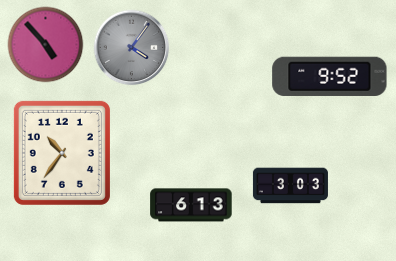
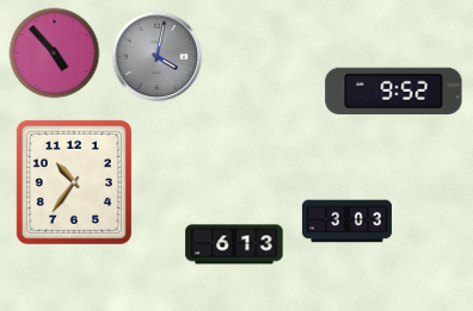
clock at (132, 48): 4:06 -> 4:02
clock at (191, 205) position: (191, 205) -> (234, 244)
